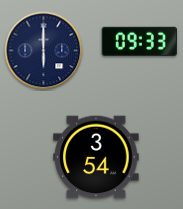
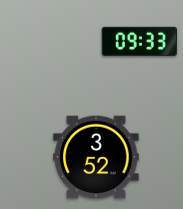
clock at (44, 51): 6:00 -> none
clock at (96, 157): 3:54 -> 3:52
